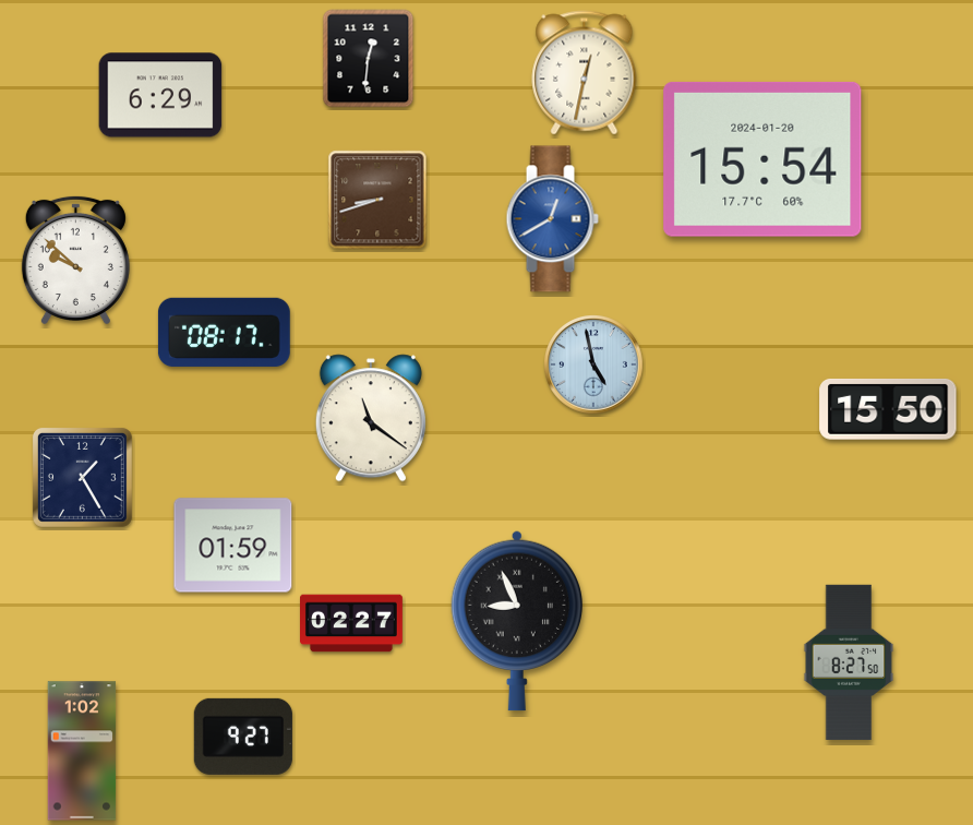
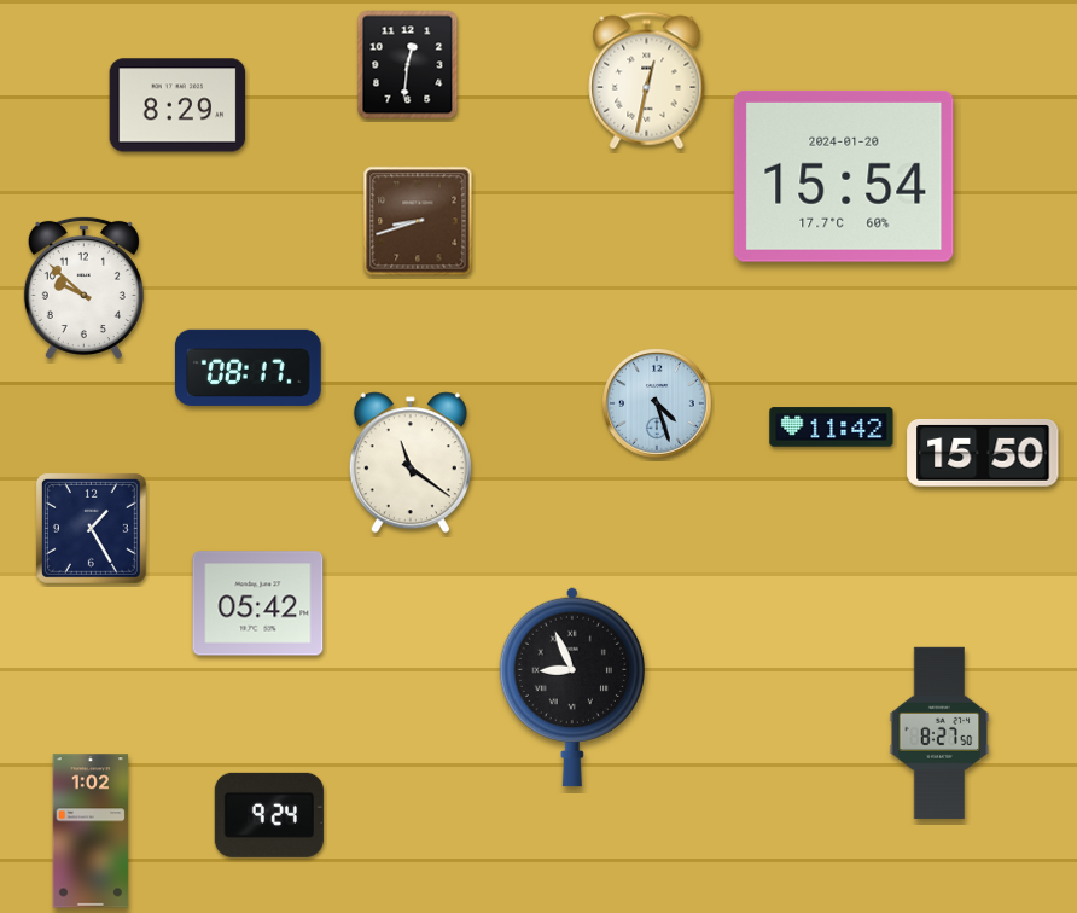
clock at (160, 95): 6:29 -> 8:29
clock at (552, 219): 12:40 -> none
clock at (594, 366): 4:58 -> 4:27
clock at (832, 428): none -> 11:42
clock at (233, 546): 01:59 -> 05:42
clock at (352, 623): 02:27 -> none
clock at (243, 737): 9:27 -> 9:24
